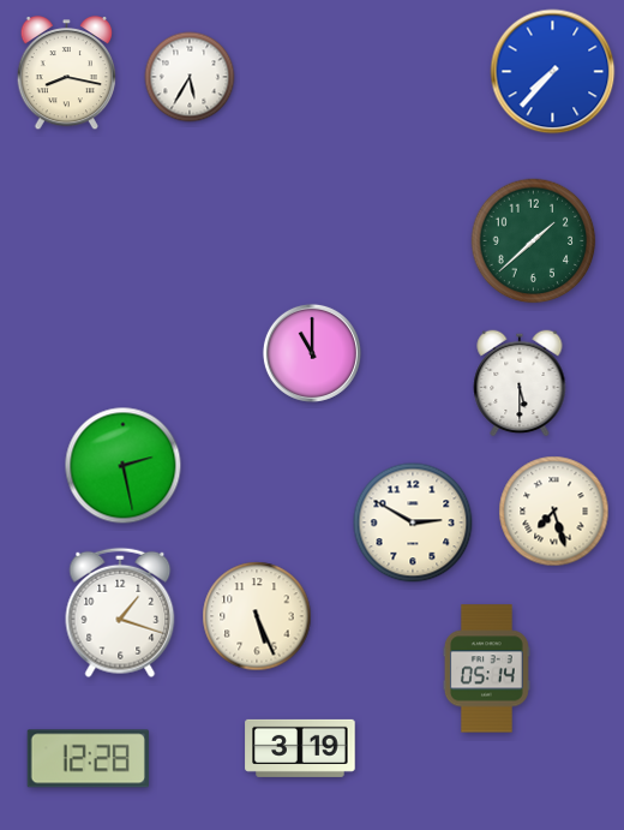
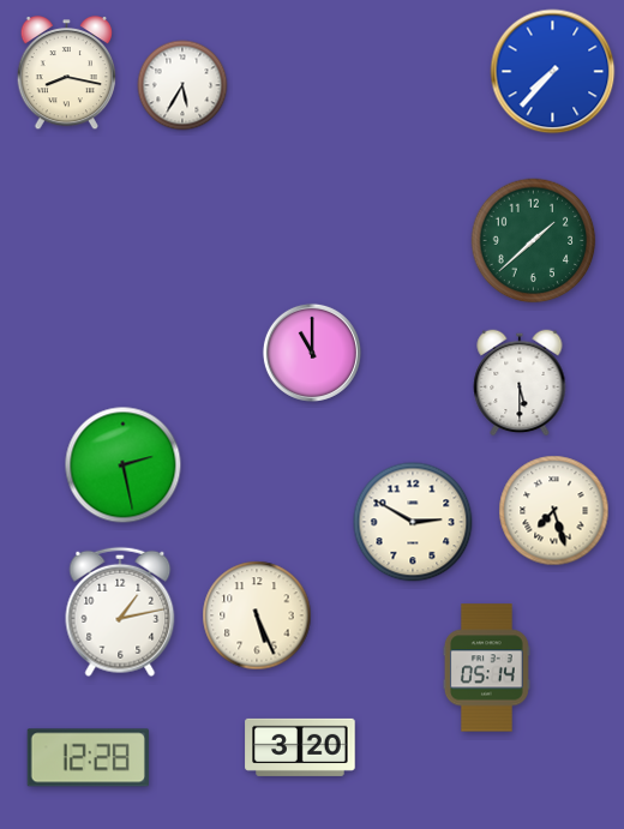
clock at (190, 77) position: (190, 77) -> (182, 85)
clock at (120, 613): 1:18 -> 1:13
clock at (300, 748): 3:19 -> 3:20
